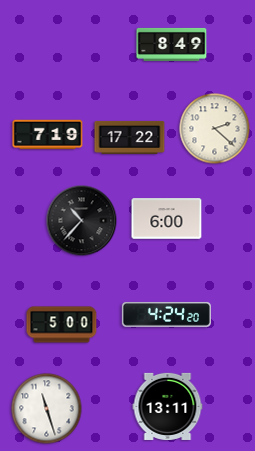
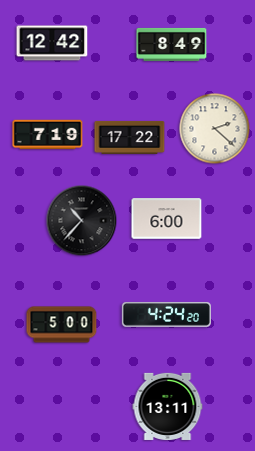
clock at (52, 43): none -> 12:42
clock at (47, 409): 11:27 -> none
